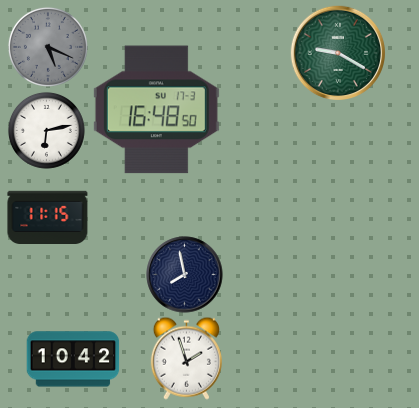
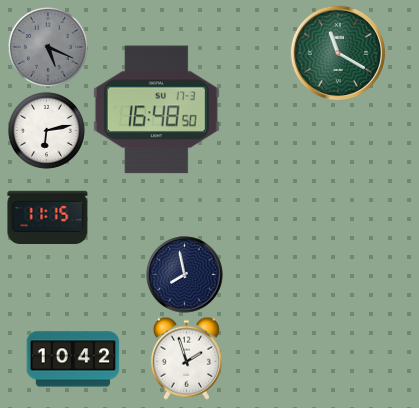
clock at (337, 52): 9:20 -> 11:20
